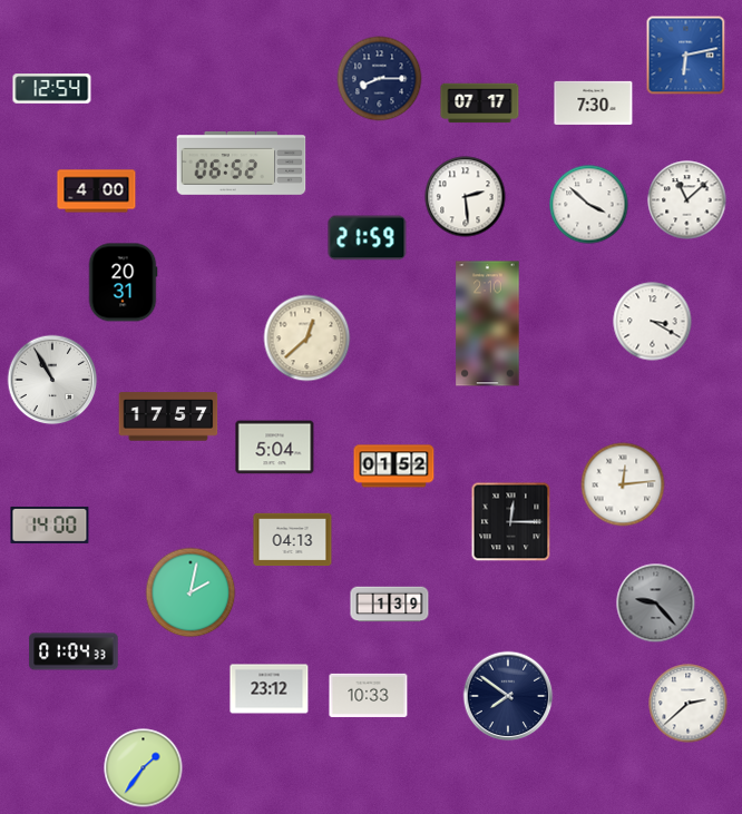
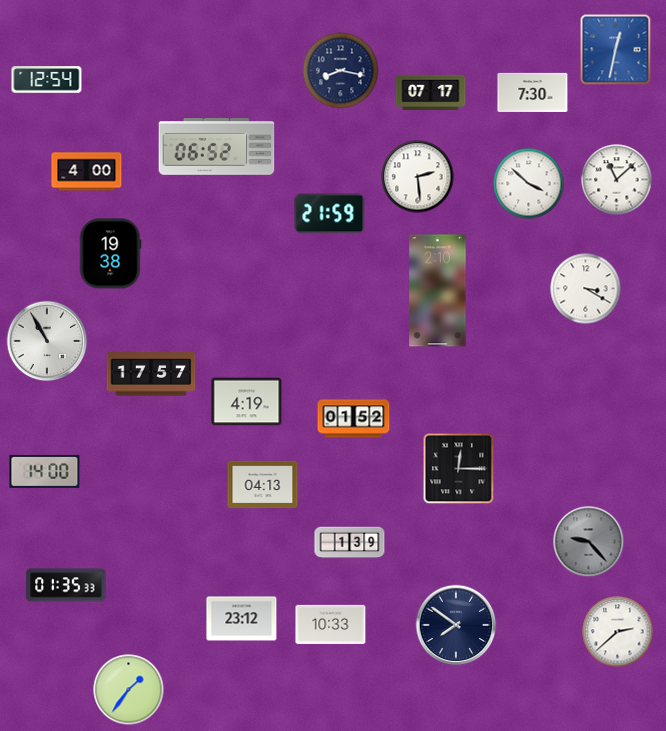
clock at (686, 56): 6:13 -> 12:32
clock at (380, 79): 8:15 -> 8:17
clock at (123, 283): 20:31 -> 19:38
clock at (307, 339): 12:38 -> none
clock at (275, 448): 5:04 -> 4:19
clock at (623, 484): 12:14 -> none
clock at (191, 592): 2:02 -> none
clock at (74, 651): 01:04 -> 01:35
